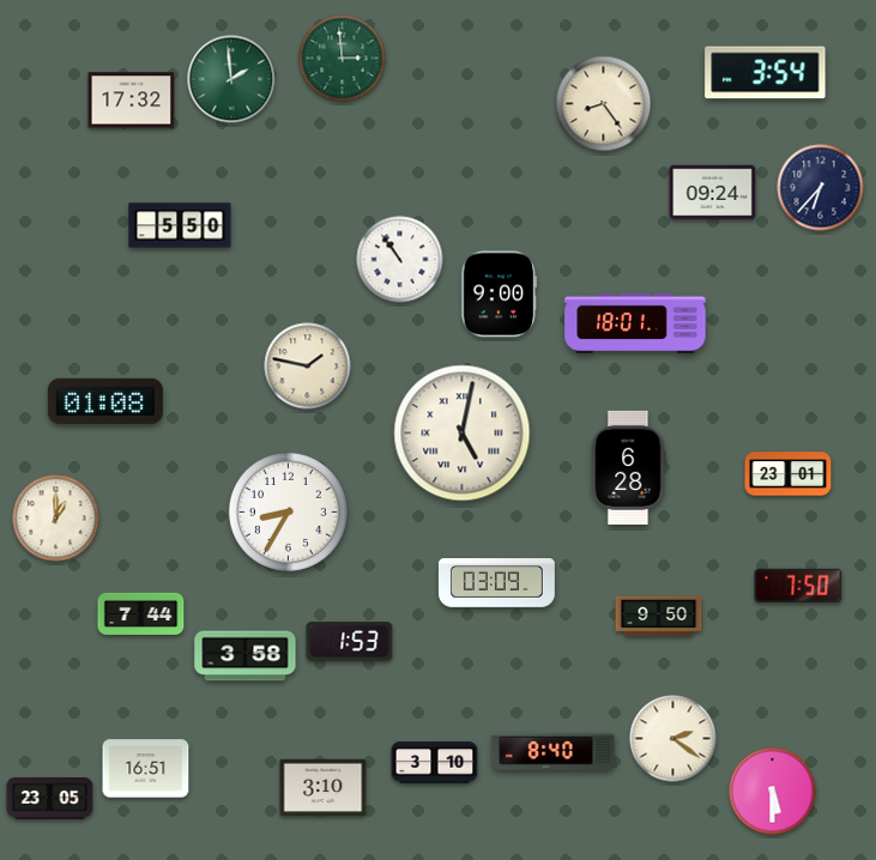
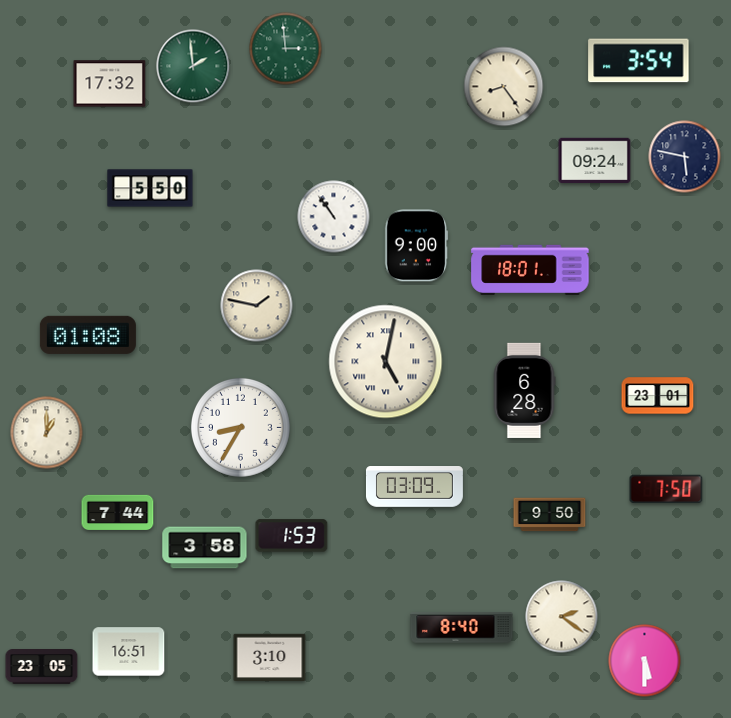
clock at (821, 188): 6:37 -> 5:47
clock at (435, 763): 3:10 -> none
clock at (146, 769) position: (146, 769) -> (129, 652)
